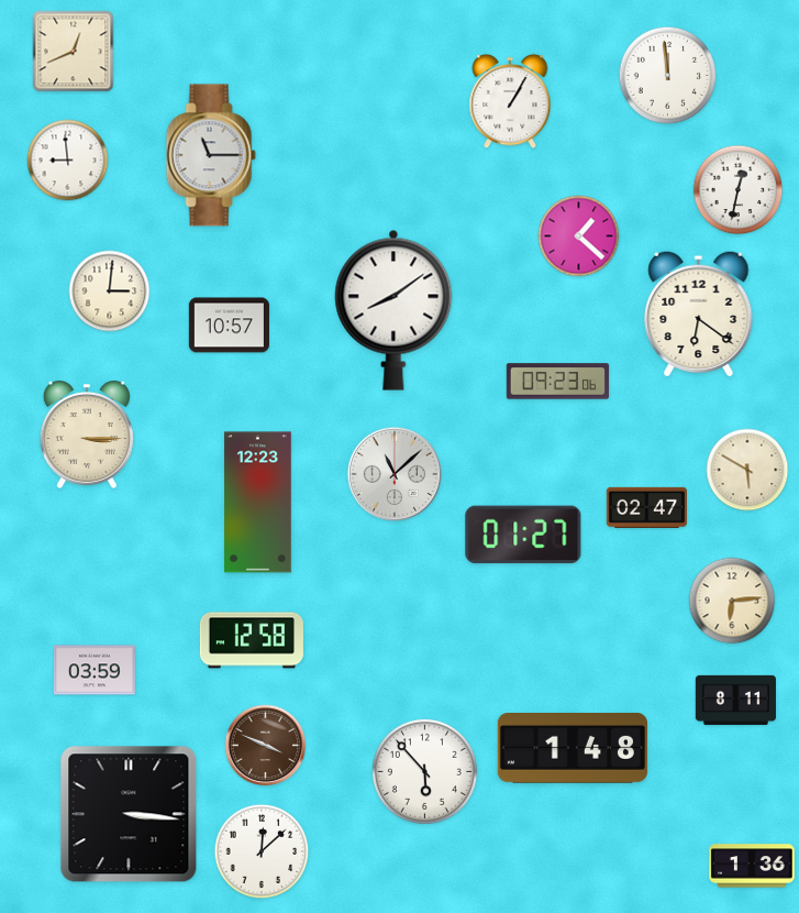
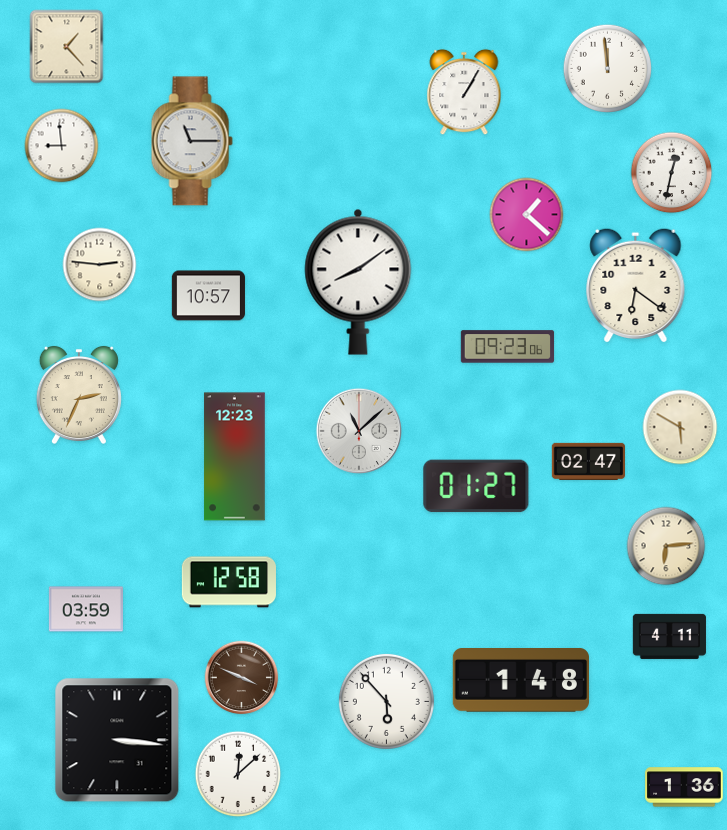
clock at (74, 52): 12:41 -> 1:23
clock at (110, 291): 3:01 -> 2:46
clock at (87, 435): 3:15 -> 2:34
clock at (735, 700): 8:11 -> 4:11
